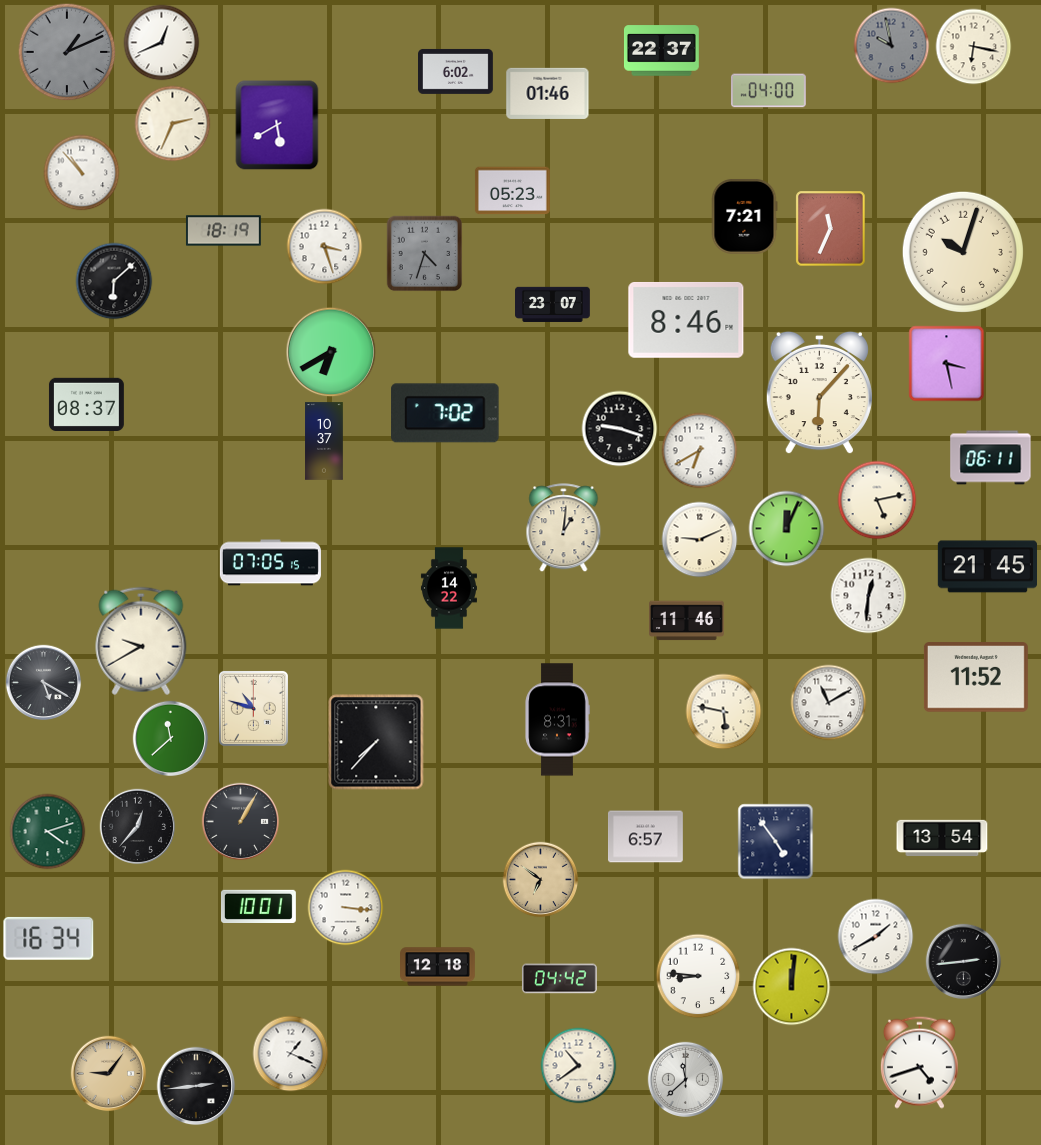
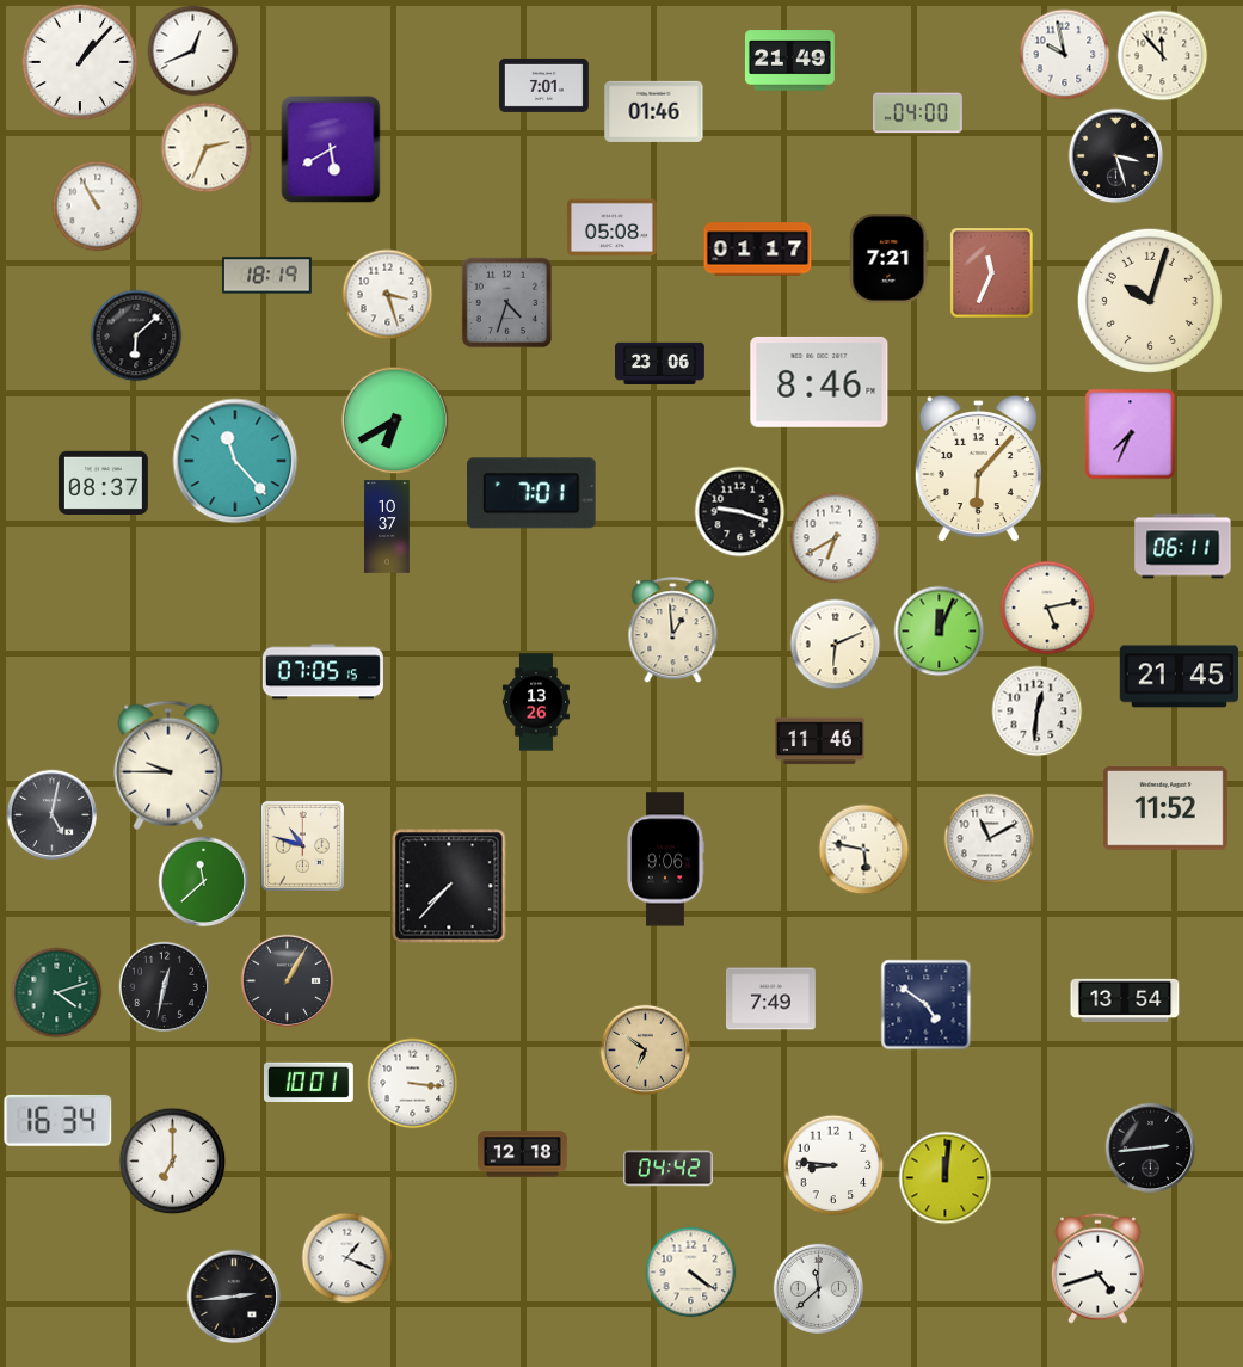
clock at (892, 46) dial: grey -> white
clock at (974, 47): 6:17 -> 11:53
clock at (661, 51): 22:37 -> 21:49
clock at (67, 52): 1:11 -> 1:07
clock at (67, 52) dial: grey -> white
clock at (456, 71): 6:02 -> 7:01
clock at (768, 91) position: (768, 91) -> (917, 113)
clock at (1116, 156): none -> 3:27
clock at (82, 173): 10:53 -> 10:55
clock at (512, 191): 05:23 -> 05:08
clock at (758, 250): none -> 01:17
clock at (553, 304): 23:07 -> 23:06
clock at (947, 364): 3:28 -> 7:34
clock at (235, 461): none -> 11:23
clock at (445, 413): 7:02 -> 7:01
clock at (877, 500) position: (877, 500) -> (1047, 608)
clock at (564, 528): 1:01 -> 12:59
clock at (700, 540): 9:11 -> 6:11
clock at (449, 588): 14:22 -> 13:26
clock at (141, 641): 9:40 -> 9:45
clock at (44, 683): 5:20 -> 5:02
clock at (557, 720): 8:31 -> 9:06
clock at (138, 827): 12:37 -> 12:32
clock at (646, 837): 6:57 -> 7:49
clock at (776, 842): 4:54 -> 4:51
clock at (876, 937): 1:40 -> none
clock at (173, 1162): none -> 7:00
clock at (579, 1066): 10:39 -> 4:21
clock at (109, 1074): 9:06 -> none
